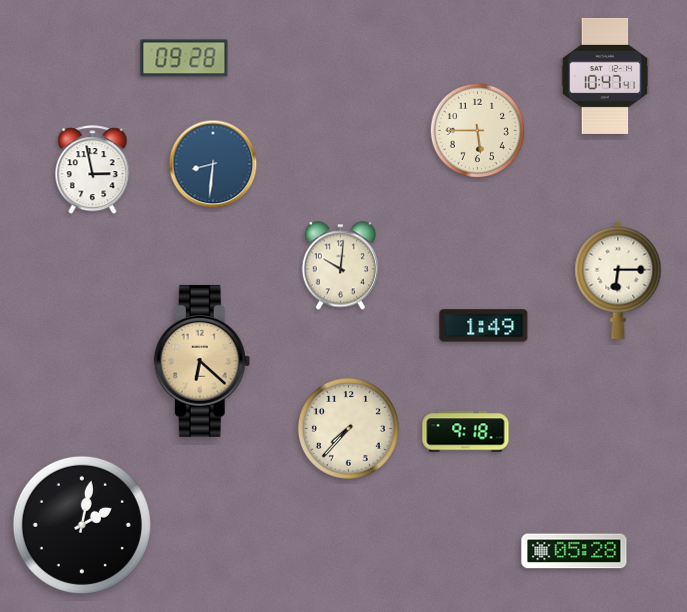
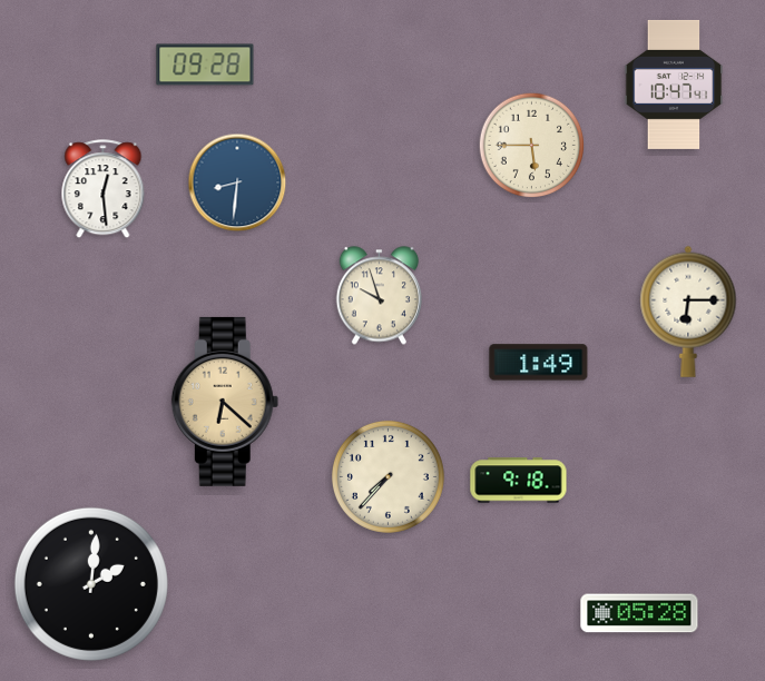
clock at (93, 170): 2:58 -> 12:29
clock at (340, 266): 10:01 -> 9:57
clock at (82, 525): 2:02 -> 2:01
